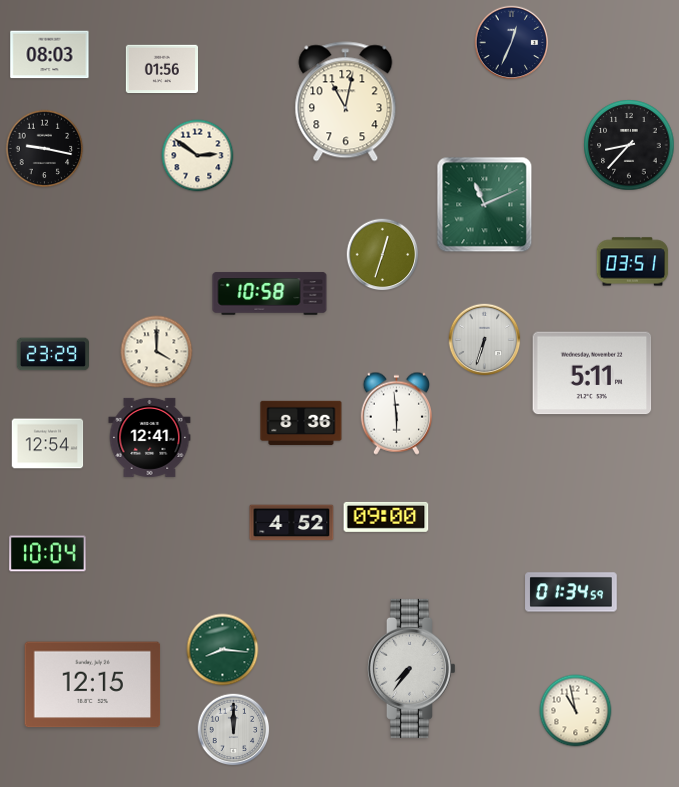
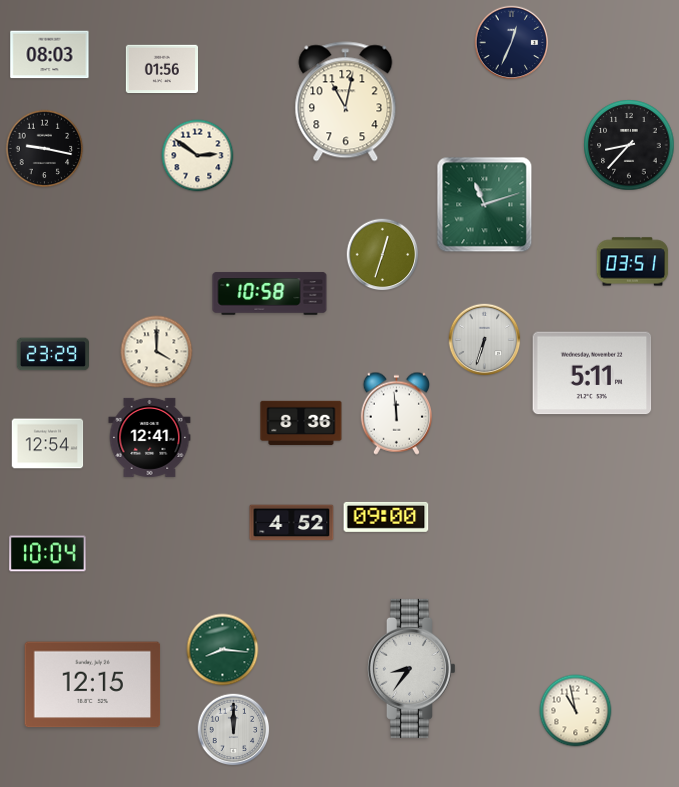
clock at (485, 205): 11:11 -> 11:12
clock at (396, 413): 5:59 -> 11:59
clock at (571, 592): 01:34 -> none
clock at (411, 668): 7:36 -> 8:36
